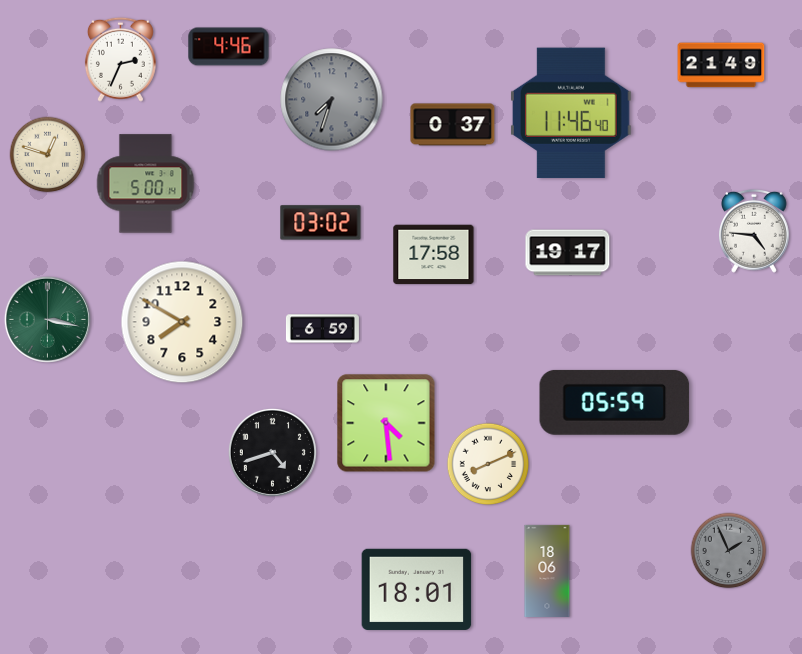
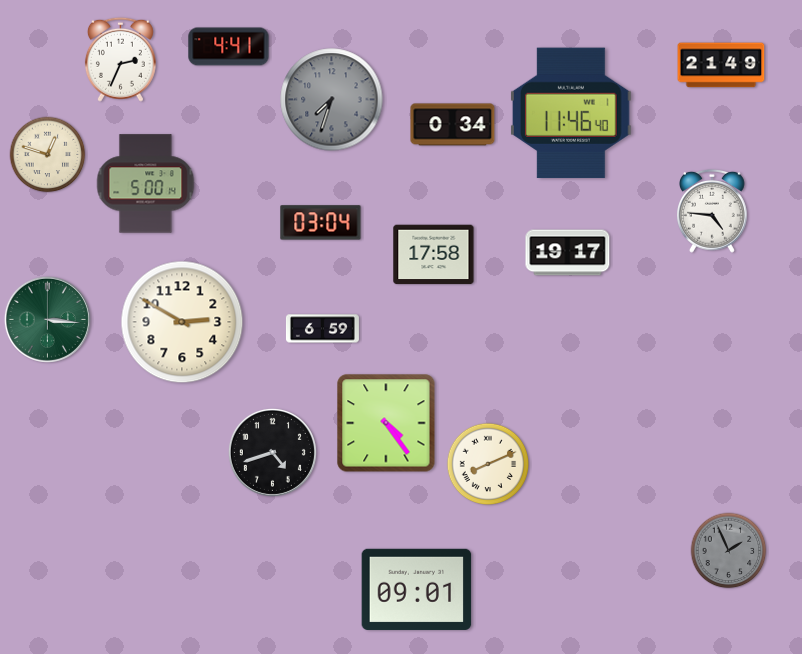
clock at (229, 47): 4:46 -> 4:41
clock at (453, 125): 0:37 -> 0:34
clock at (321, 223): 03:02 -> 03:04
clock at (755, 231) position: (755, 231) -> (713, 211)
clock at (47, 319): 3:17 -> 3:16
clock at (182, 322): 7:50 -> 2:50
clock at (615, 402): 05:59 -> none
clock at (386, 423): 4:29 -> 4:24
clock at (547, 571): 18:06 -> none
clock at (417, 589): 18:01 -> 09:01
